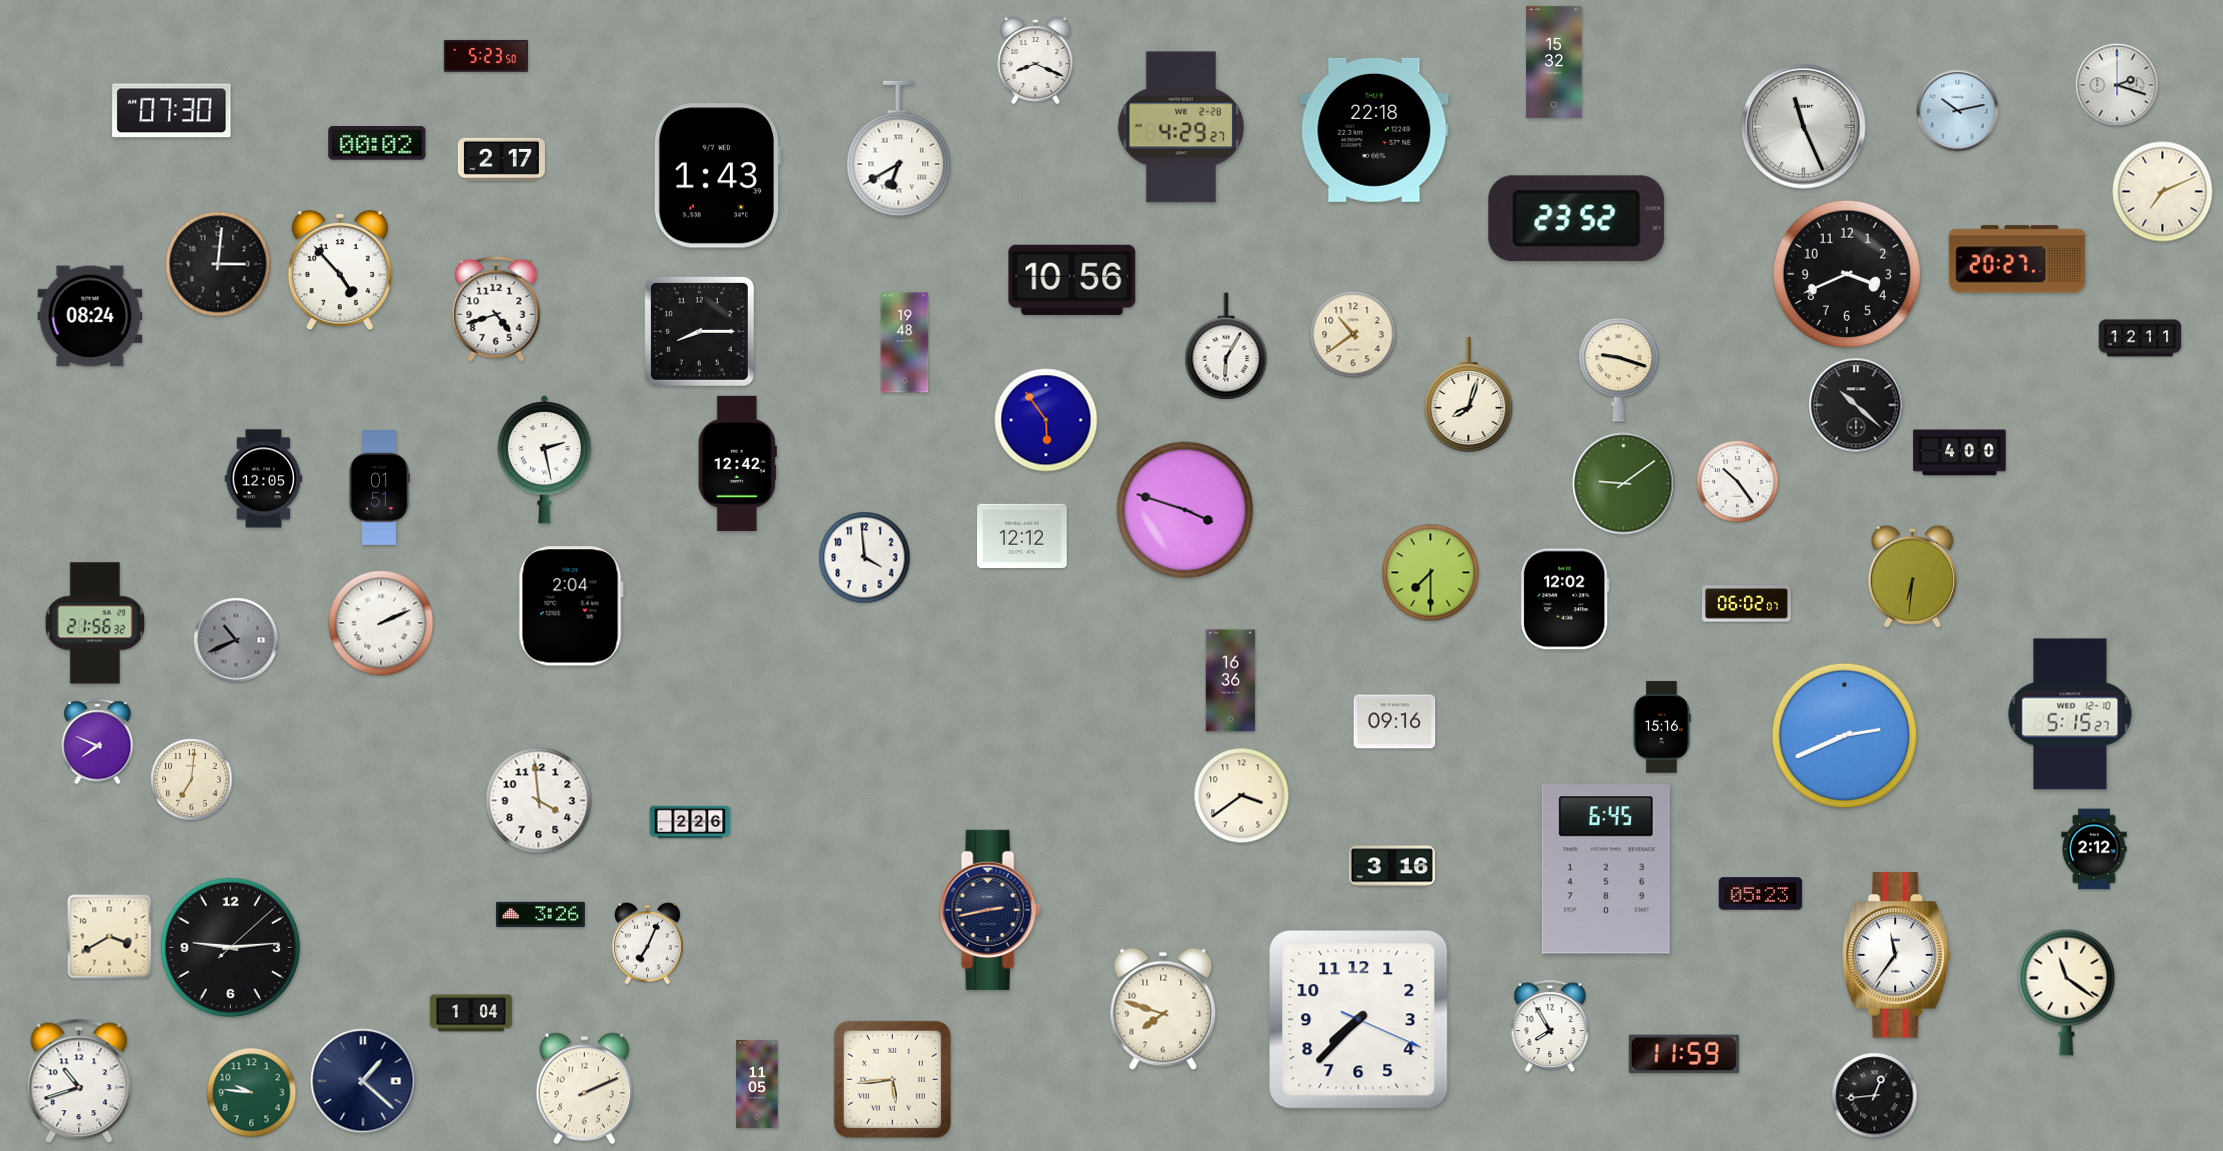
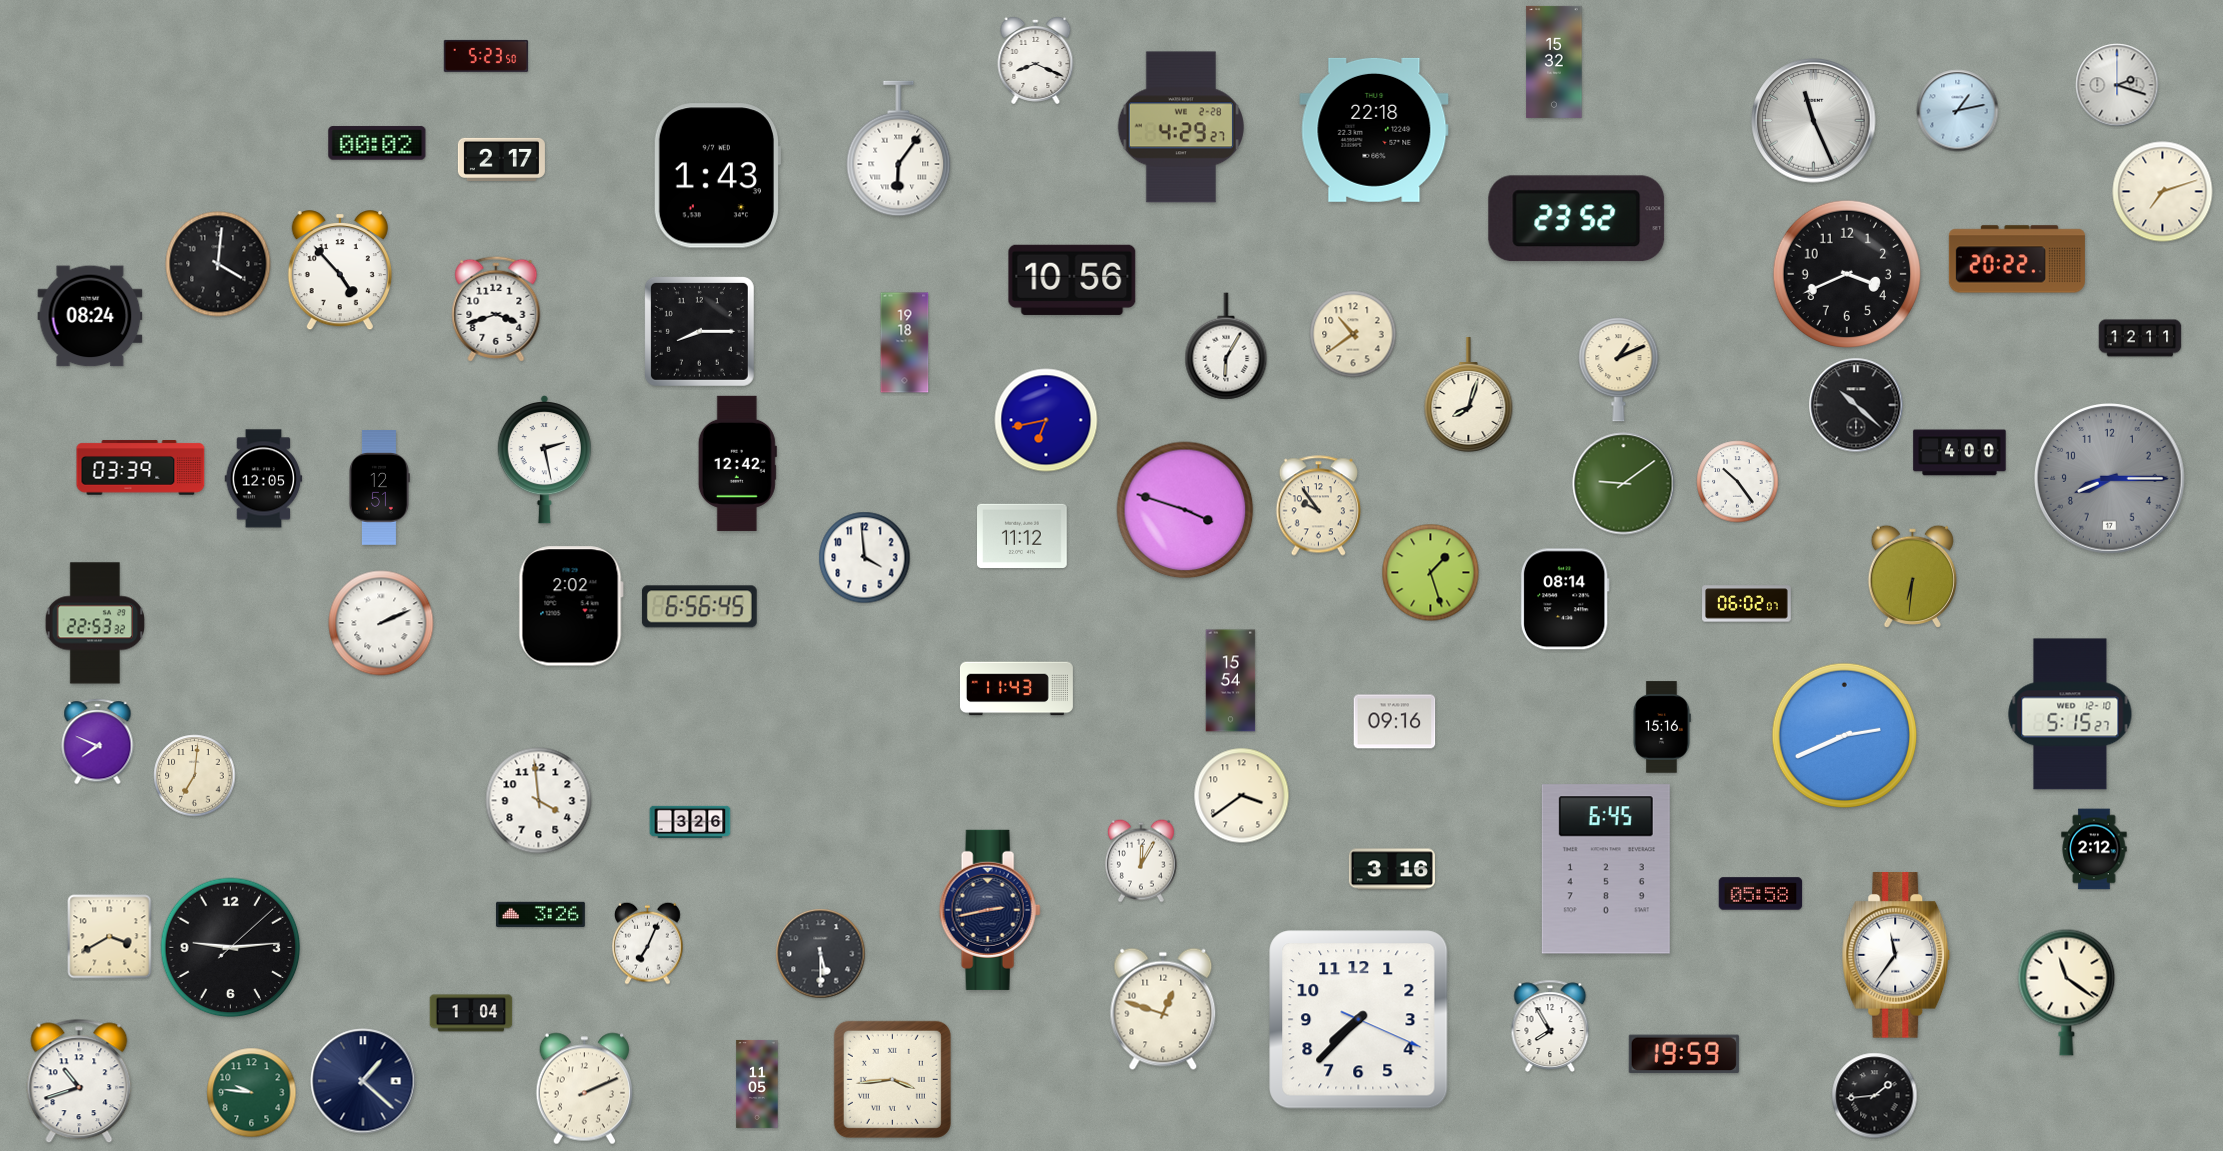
clock at (172, 111): 07:30 -> none
clock at (1958, 111): 10:13 -> 1:13
clock at (1804, 127) position: (1804, 127) -> (1814, 121)
clock at (899, 149): 6:40 -> 6:06
clock at (2163, 192): 7:11 -> 7:12
clock at (2017, 259): 20:27 -> 20:22
clock at (218, 264): 3:01 -> 4:01
clock at (496, 309): 4:42 -> 3:42
clock at (905, 343): 19:48 -> 19:18
clock at (1619, 370): 9:18 -> 1:11
clock at (1046, 420): 5:54 -> 6:43
clock at (141, 468): none -> 03:39
clock at (2110, 479): none -> 8:15
clock at (380, 488): 01:51 -> 12:51
clock at (1318, 506): none -> 9:54
clock at (1023, 536): 12:12 -> 11:12
clock at (1431, 573): 7:30 -> 1:27
clock at (1565, 599): 12:02 -> 08:14
clock at (571, 606): 2:04 -> 2:02
clock at (699, 607): none -> 6:56
clock at (94, 623): 21:56 -> 22:53
clock at (236, 640): 10:41 -> none
clock at (1231, 681): 16:36 -> 15:54
clock at (1016, 689): none -> 11:43
clock at (192, 780) position: (192, 780) -> (195, 776)
clock at (690, 822): 2:26 -> 3:26
clock at (1141, 861): none -> 12:05
clock at (1392, 866) position: (1392, 866) -> (1392, 869)
clock at (1761, 894): 05:23 -> 05:58
clock at (821, 954): none -> 5:30
clock at (1163, 1009): 7:48 -> 12:48
clock at (1684, 1054): 11:59 -> 19:59
clock at (892, 1079): 5:44 -> 3:44
clock at (1875, 1096): 12:44 -> 1:44
